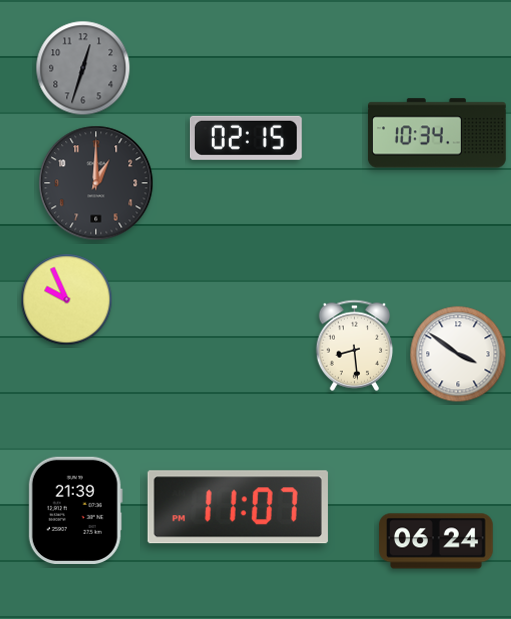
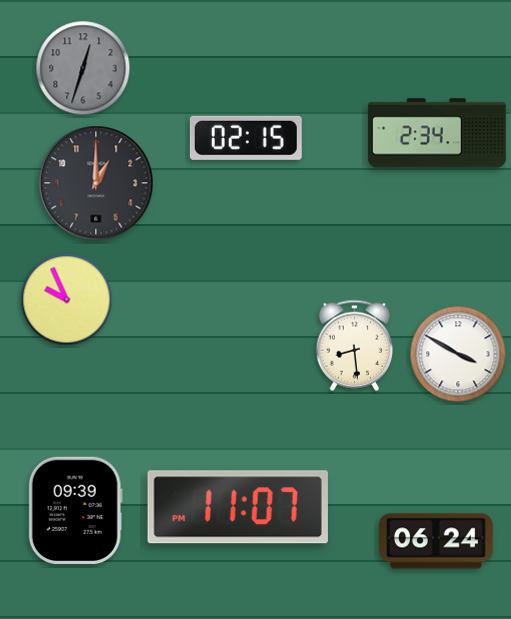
clock at (437, 133): 10:34 -> 2:34
clock at (458, 354): 3:51 -> 3:50
clock at (75, 510): 21:39 -> 09:39
